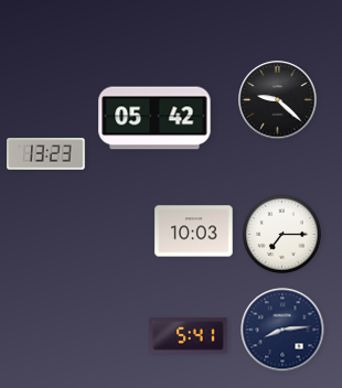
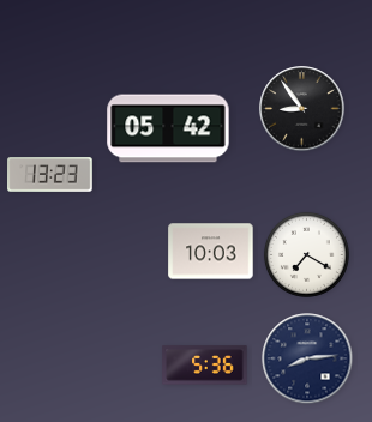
clock at (278, 100): 9:22 -> 8:54
clock at (46, 154) position: (46, 154) -> (50, 175)
clock at (281, 234): 7:15 -> 7:20
clock at (189, 336): 5:41 -> 5:36
